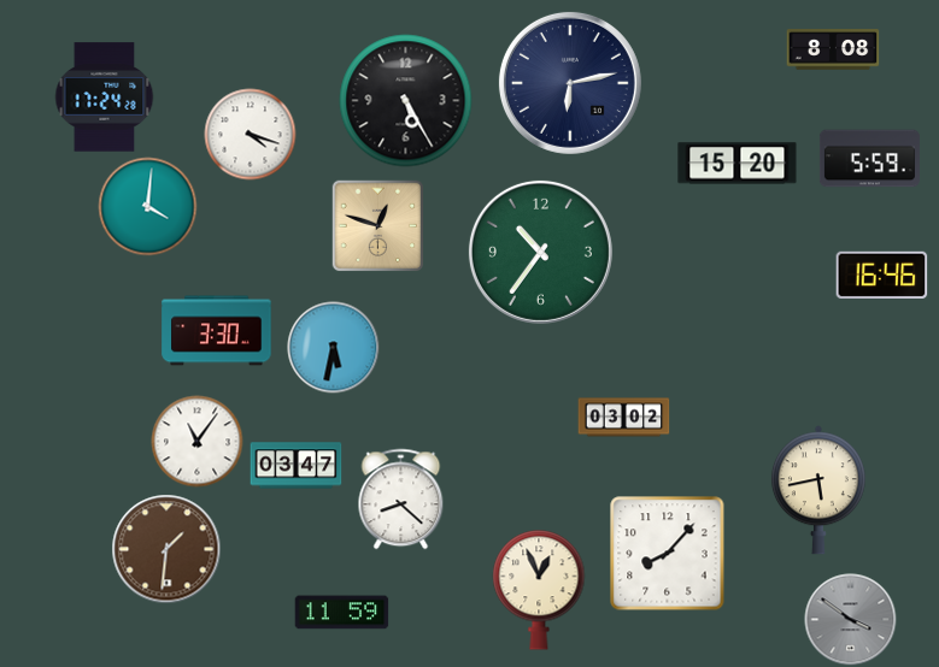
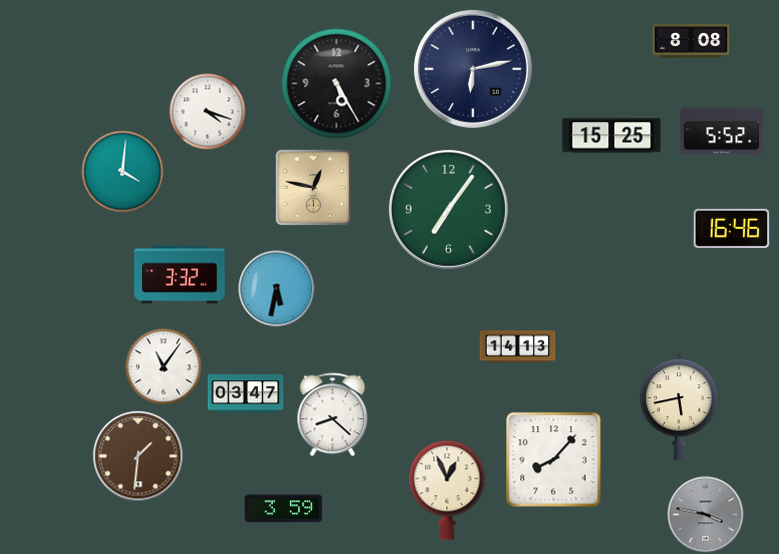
clock at (105, 98): 17:24 -> none
clock at (869, 159): 5:59 -> 5:52
clock at (738, 164): 15:20 -> 15:25
clock at (377, 225): 12:48 -> 12:47
clock at (540, 252): 10:36 -> 7:06
clock at (217, 331): 3:30 -> 3:32
clock at (624, 418): 03:02 -> 14:13
clock at (297, 466) position: (297, 466) -> (246, 394)
clock at (342, 613): 11:59 -> 3:59
clock at (851, 620): 3:51 -> 3:47
